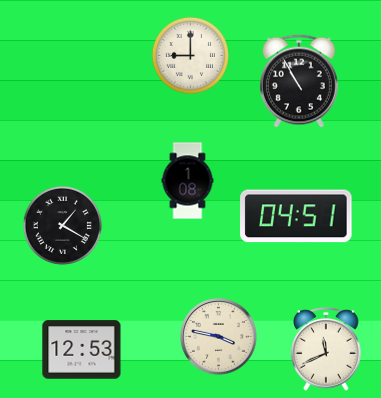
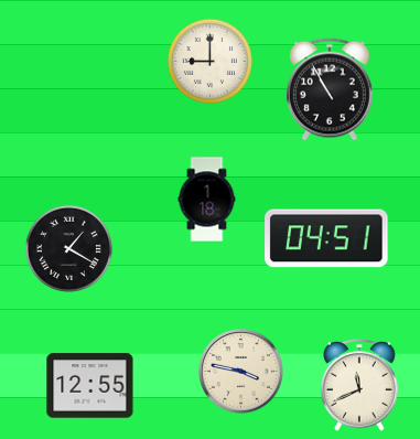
clock at (188, 181): 1:08 -> 1:18
clock at (82, 350): 12:53 -> 12:55
